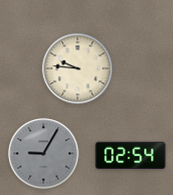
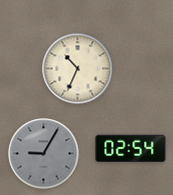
clock at (78, 69): 9:46 -> 10:34
clock at (131, 156) position: (131, 156) -> (131, 149)
